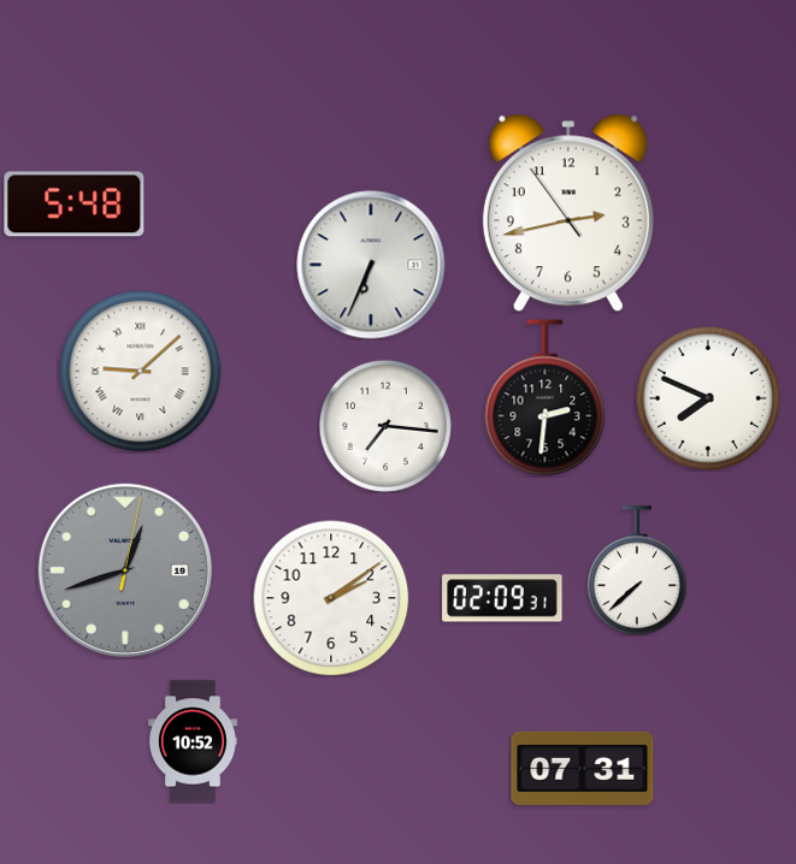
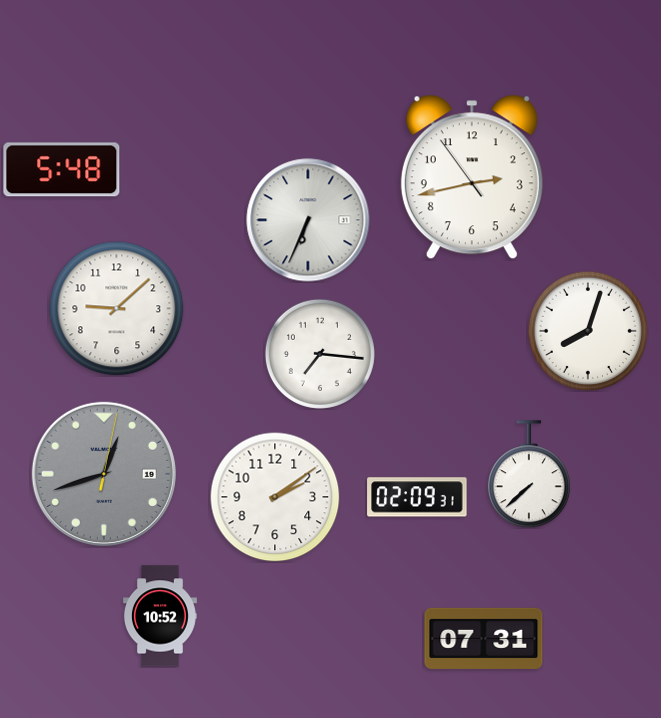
clock at (141, 372) numerals: Roman -> Arabic
clock at (546, 398): 2:31 -> none
clock at (708, 398): 7:49 -> 8:03
